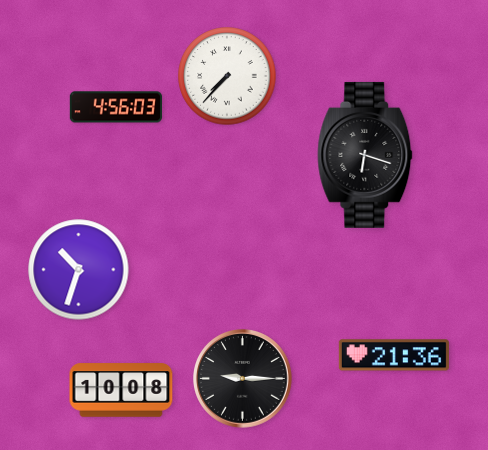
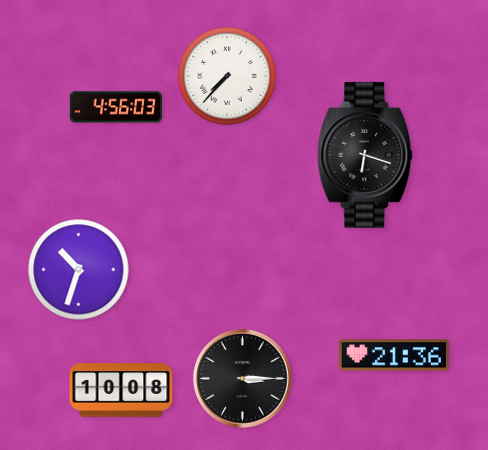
clock at (243, 379): 9:15 -> 3:15
